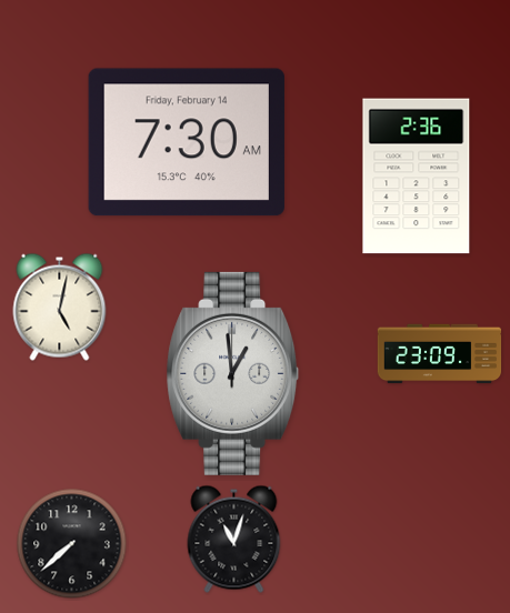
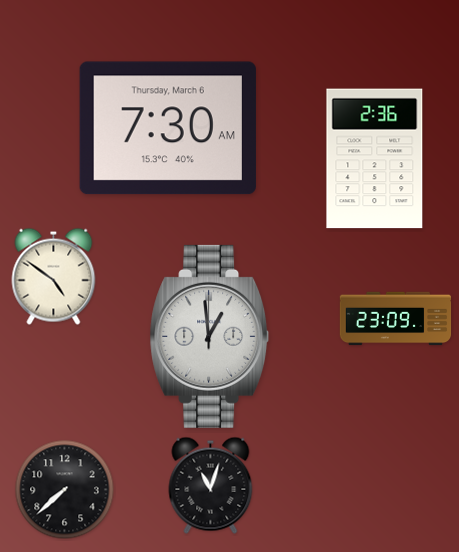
clock at (187, 142) date: Friday, February 14 -> Thursday, March 6
clock at (60, 306): 5:02 -> 4:51
